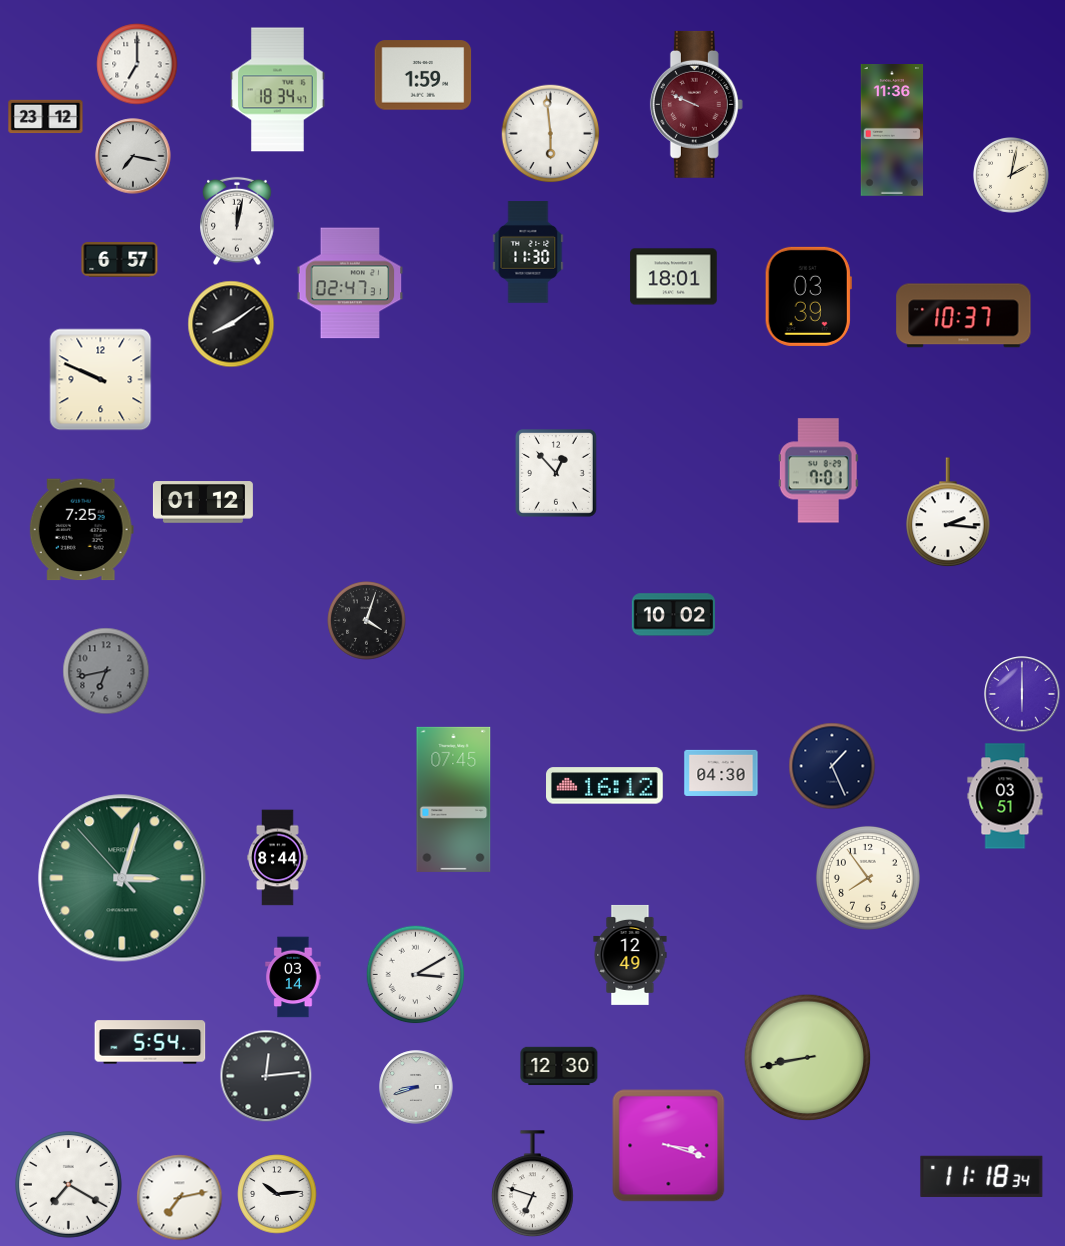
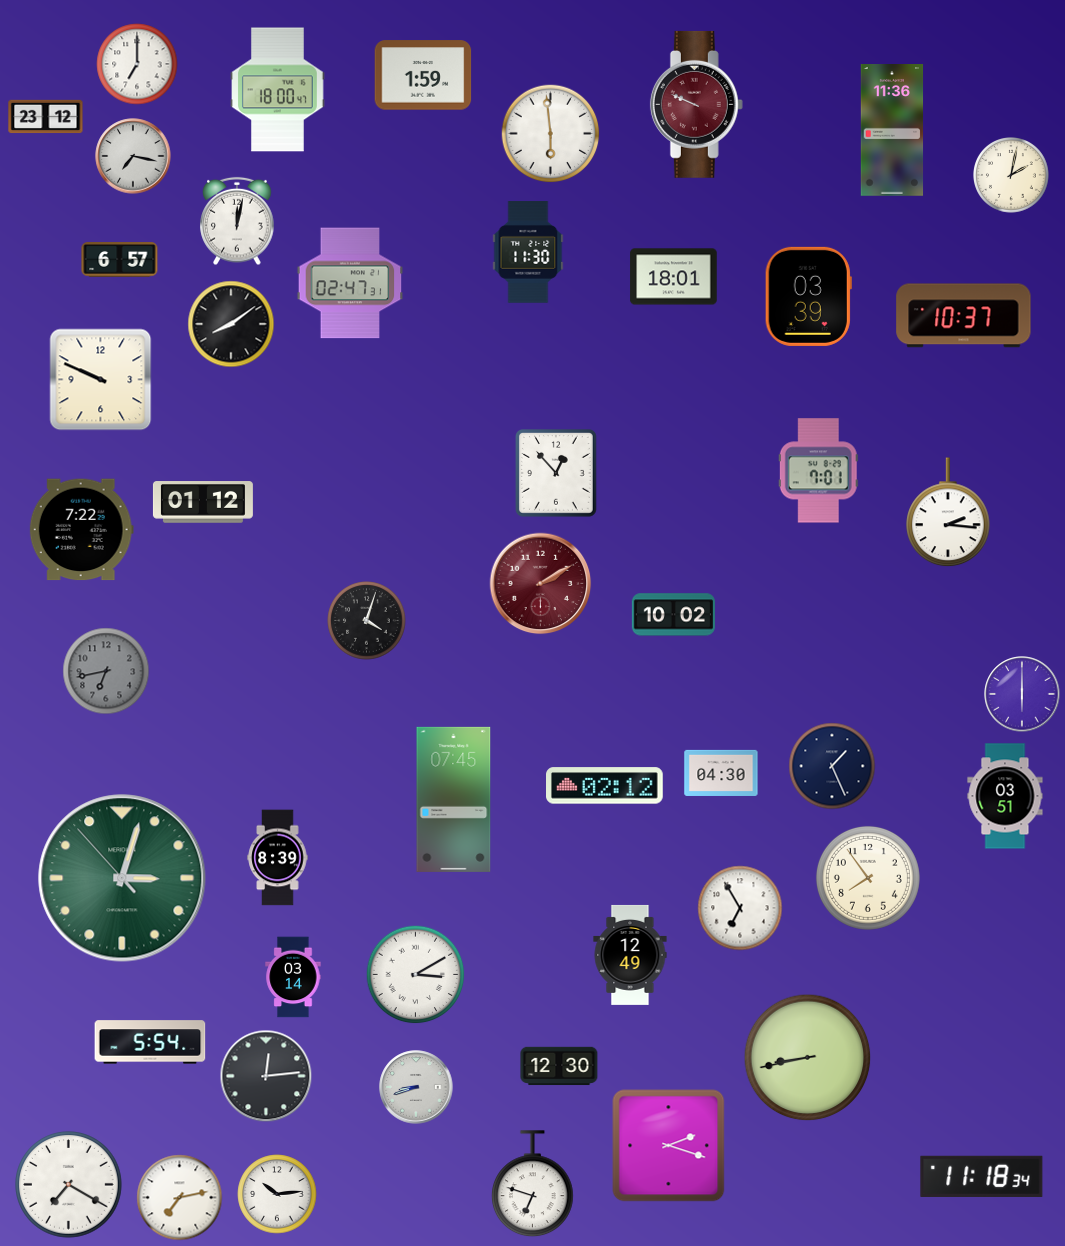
clock at (278, 90): 18:34 -> 18:00
clock at (81, 530): 7:25 -> 7:22
clock at (541, 584): none -> 2:10
clock at (605, 786): 16:12 -> 02:12
clock at (278, 858): 8:44 -> 8:39
clock at (740, 908): none -> 6:55
clock at (669, 1146): 3:18 -> 2:18
